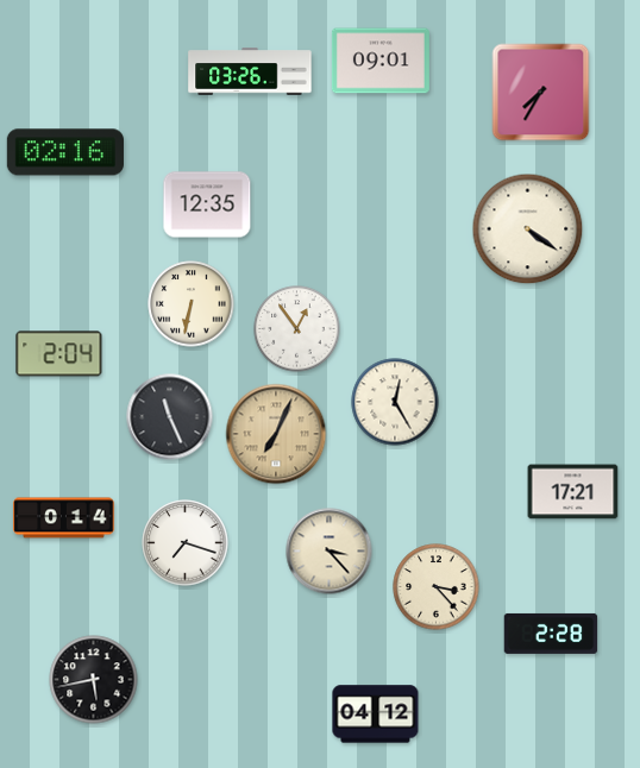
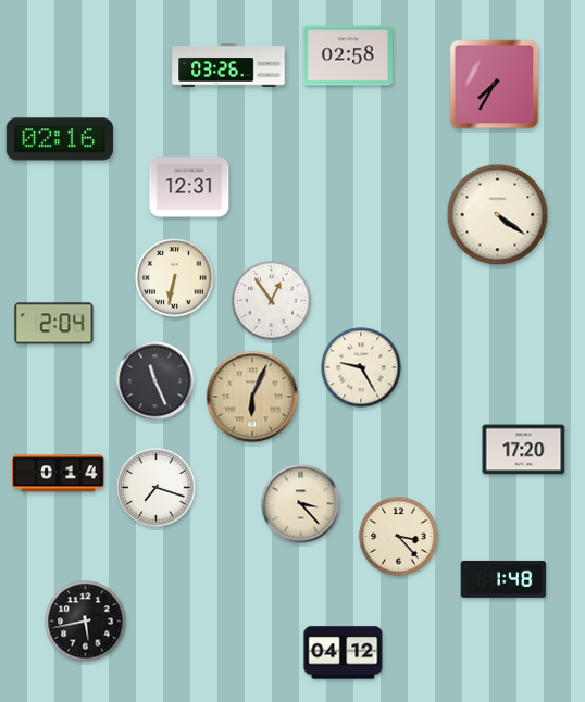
clock at (381, 61): 09:01 -> 02:58
clock at (207, 204): 12:35 -> 12:31
clock at (528, 229) position: (528, 229) -> (498, 215)
clock at (395, 402): 12:25 -> 9:25
clock at (276, 434): 7:04 -> 6:04
clock at (573, 492): 17:21 -> 17:20
clock at (186, 543) position: (186, 543) -> (157, 488)
clock at (551, 634): 2:28 -> 1:48
